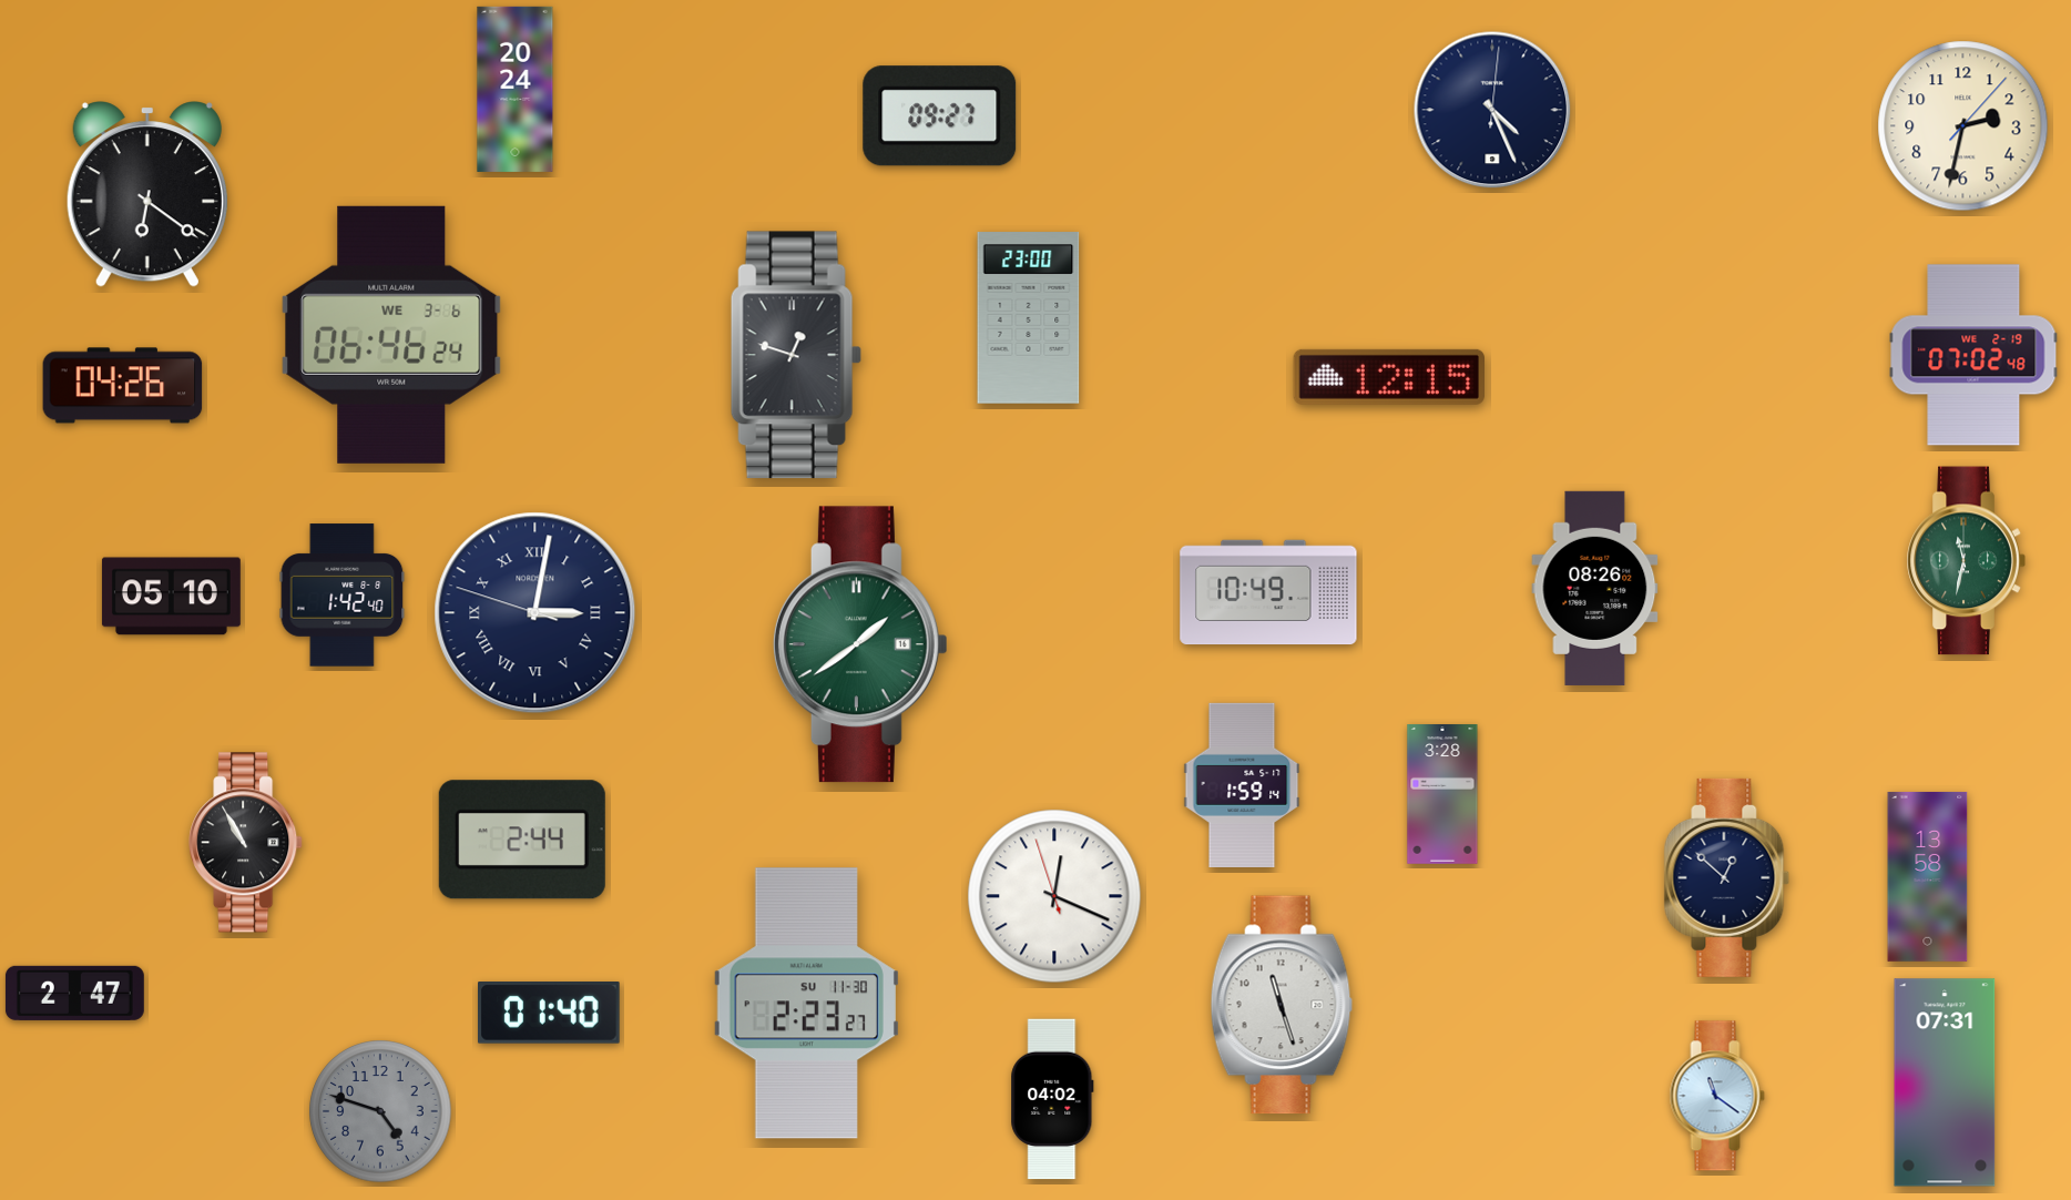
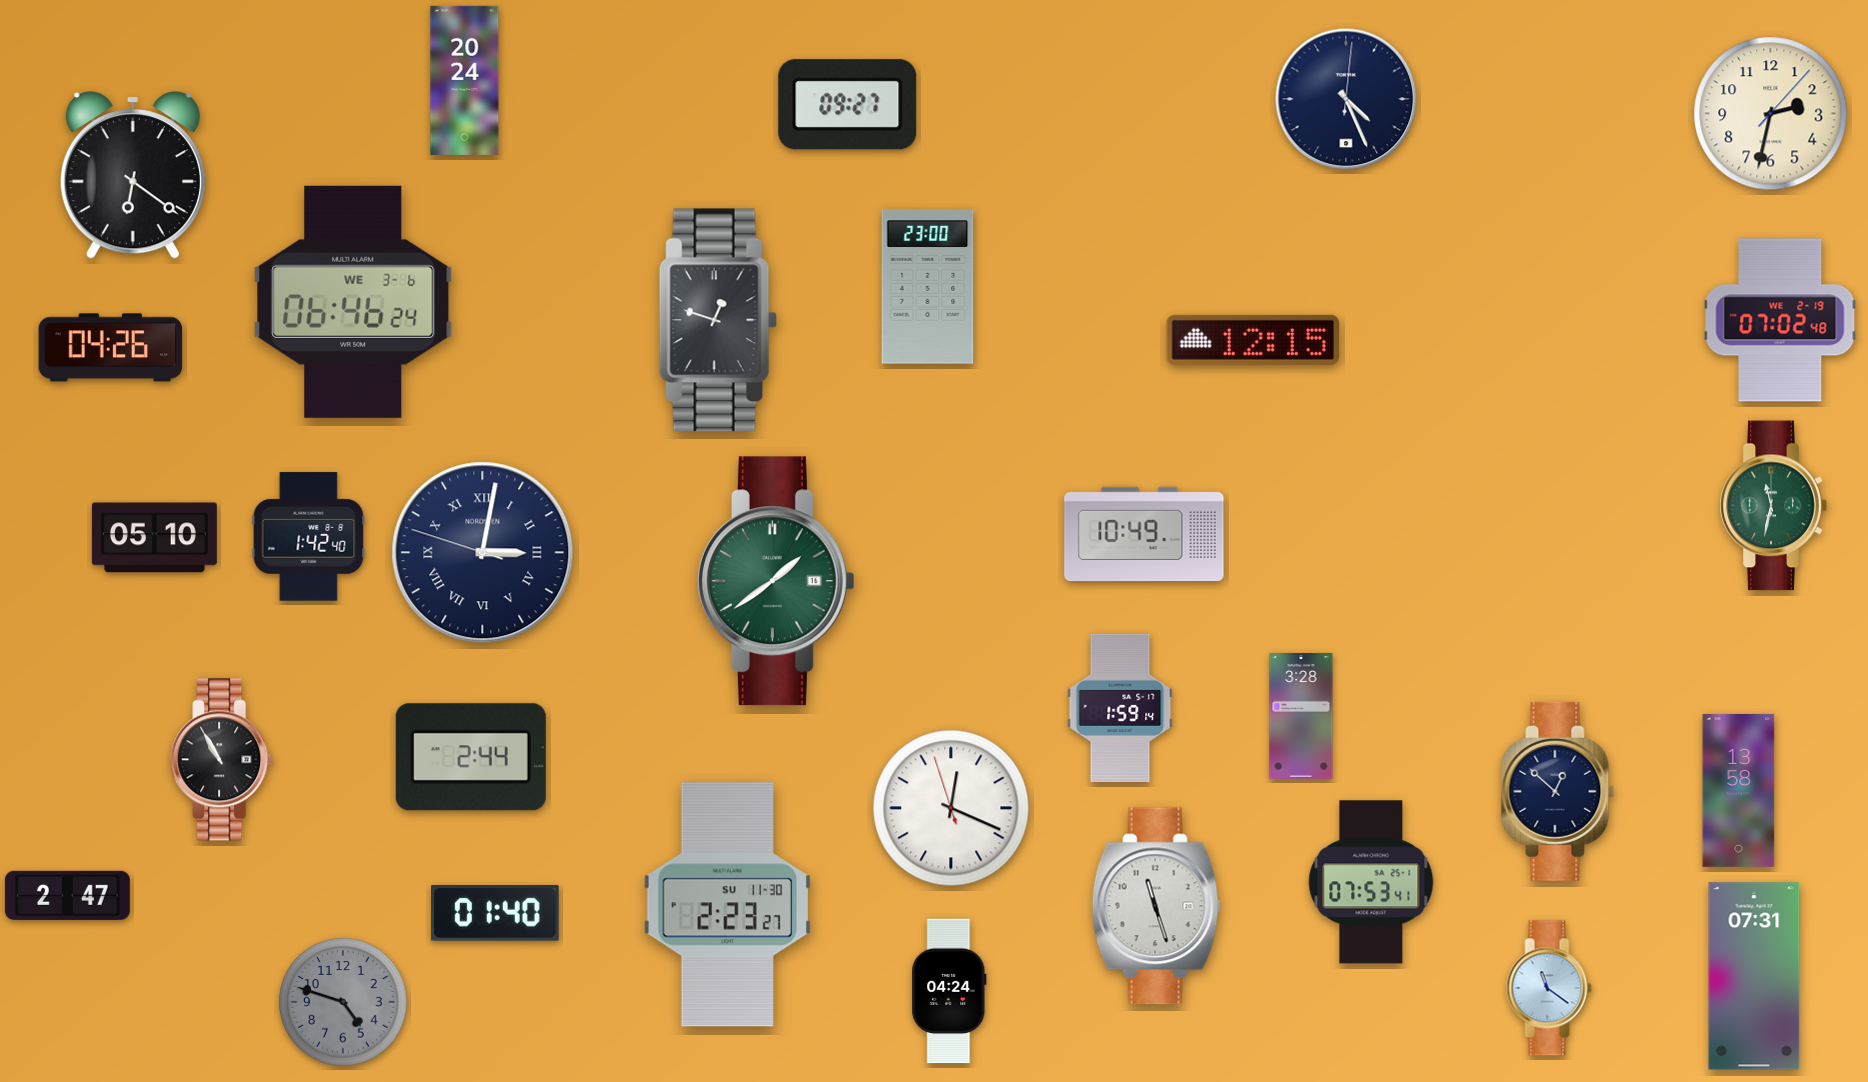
clock at (1595, 588): 08:26 -> none
clock at (1371, 882): none -> 07:53
clock at (1052, 1099): 04:02 -> 04:24
